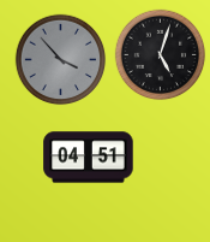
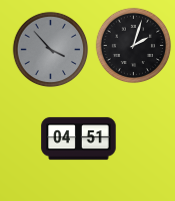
clock at (161, 55): 5:03 -> 2:03
clock at (89, 158) position: (89, 158) -> (79, 139)
